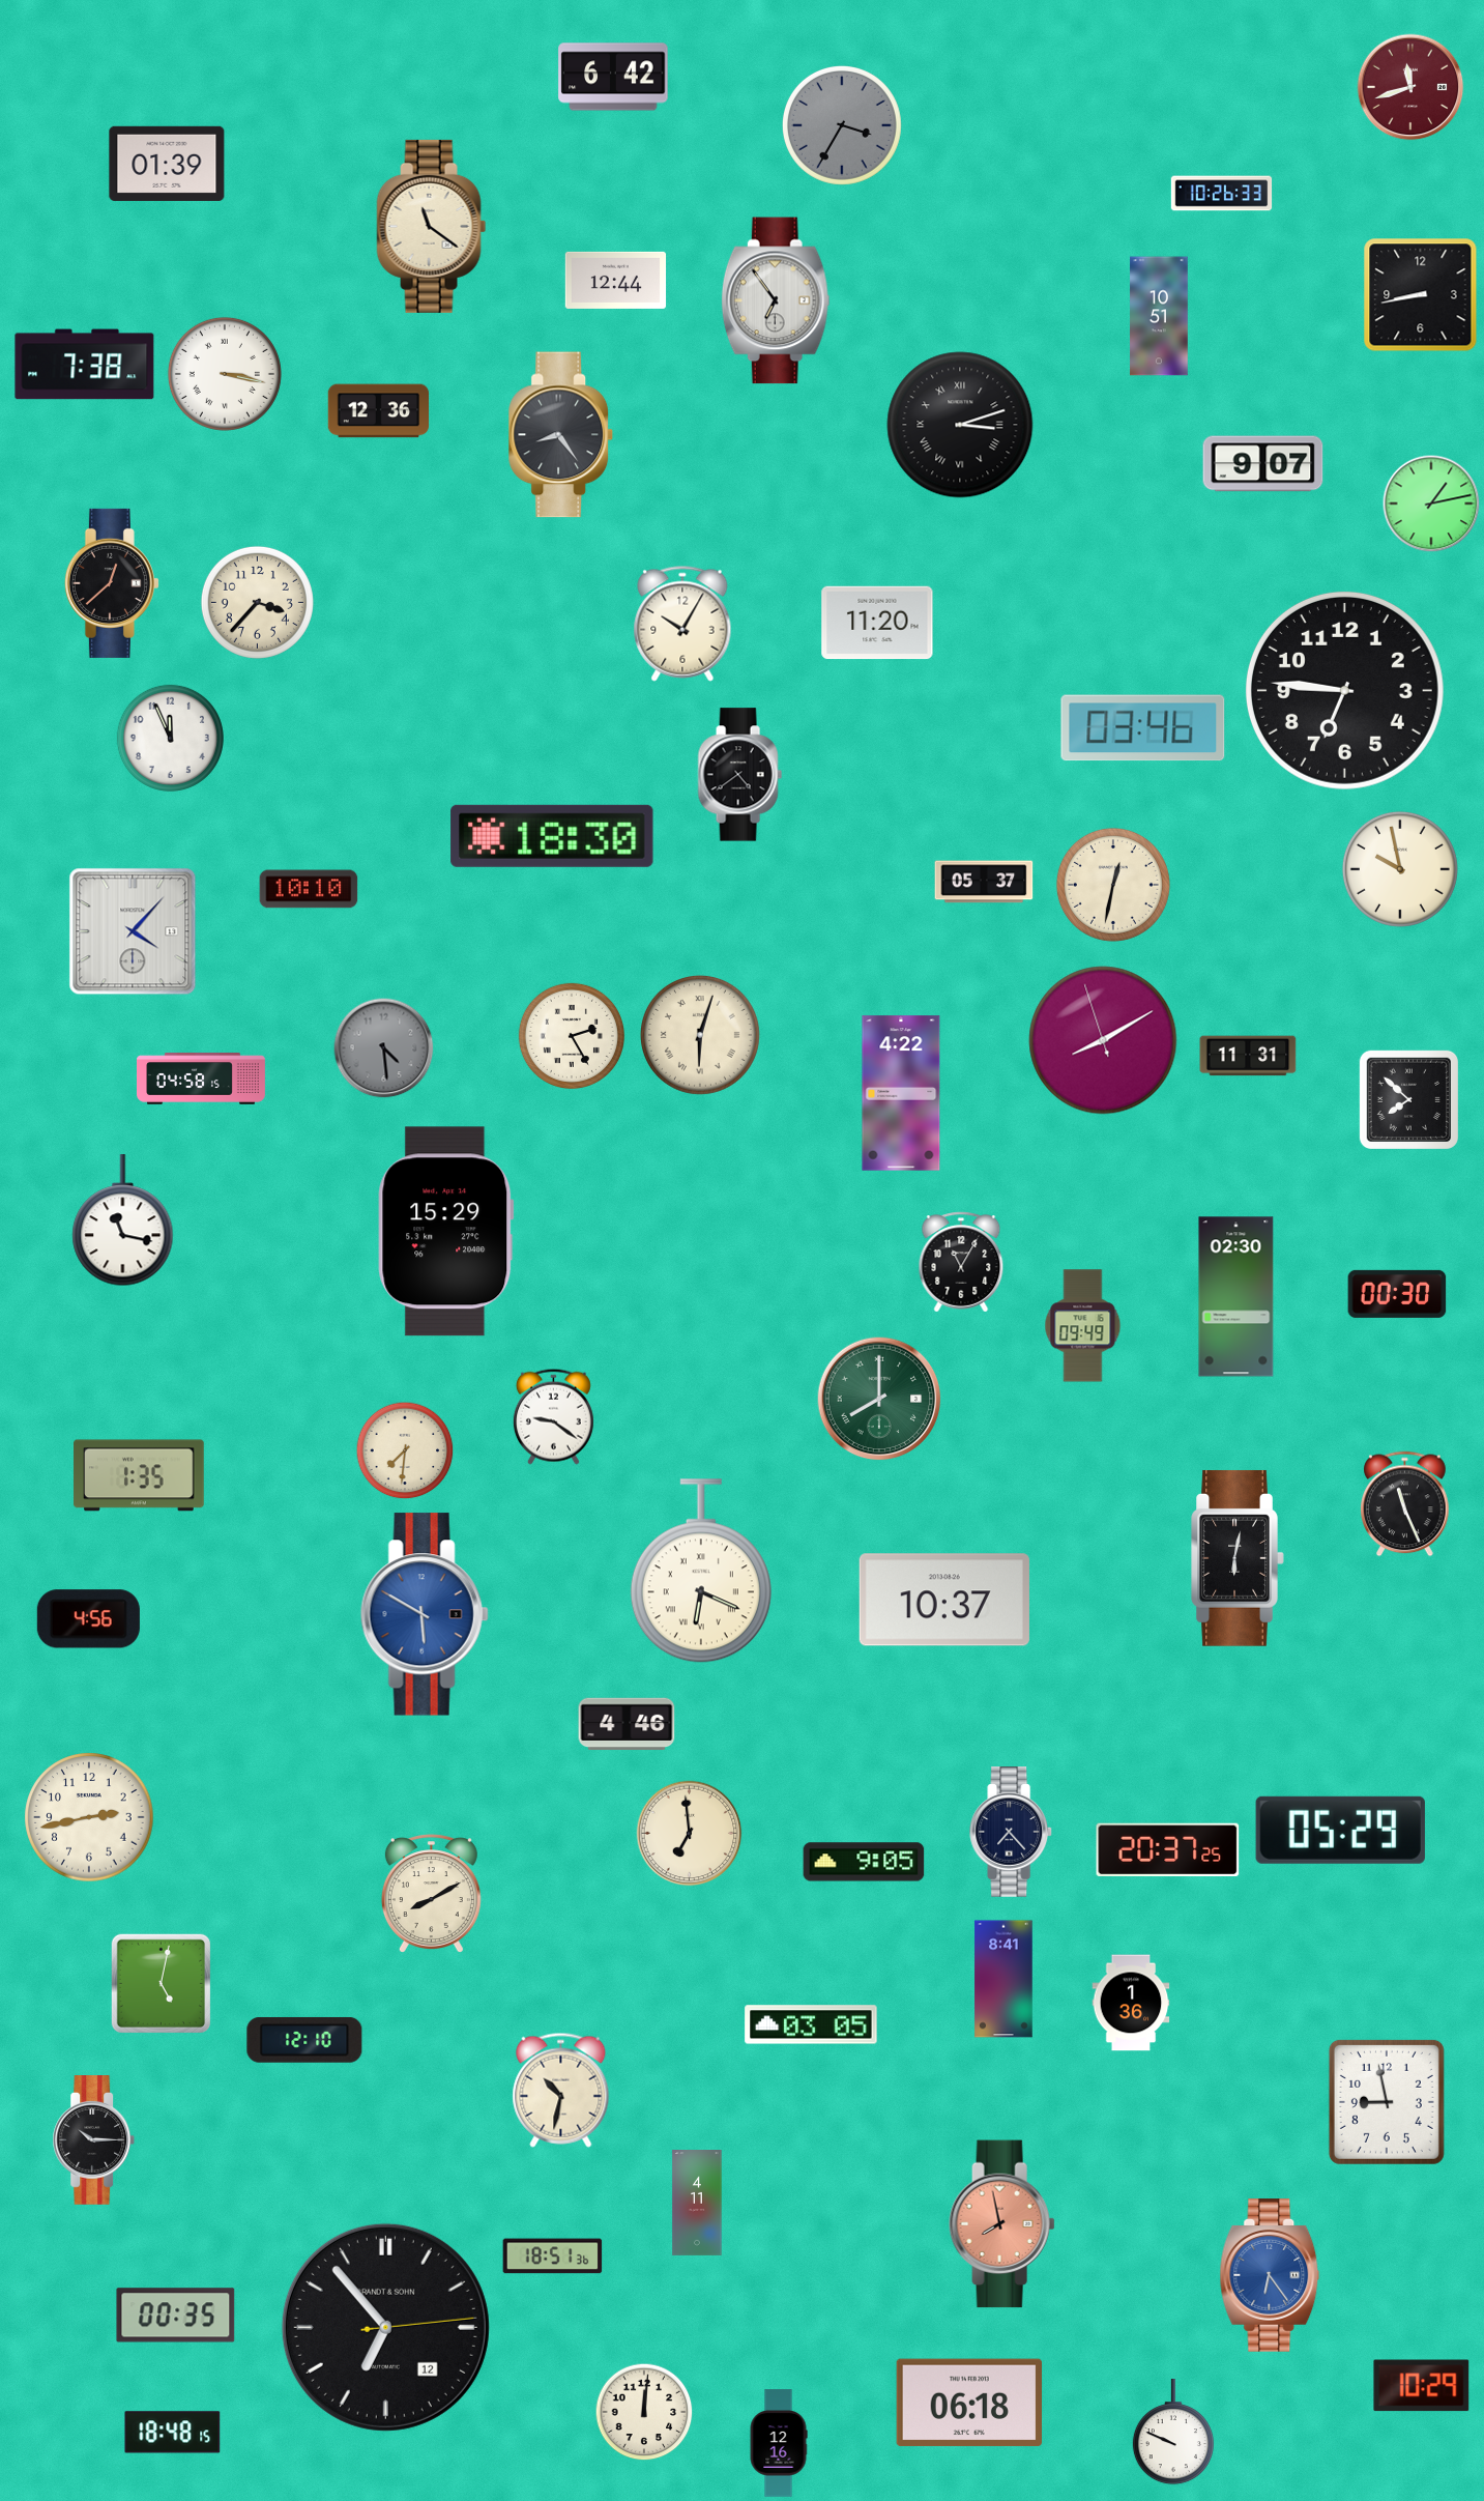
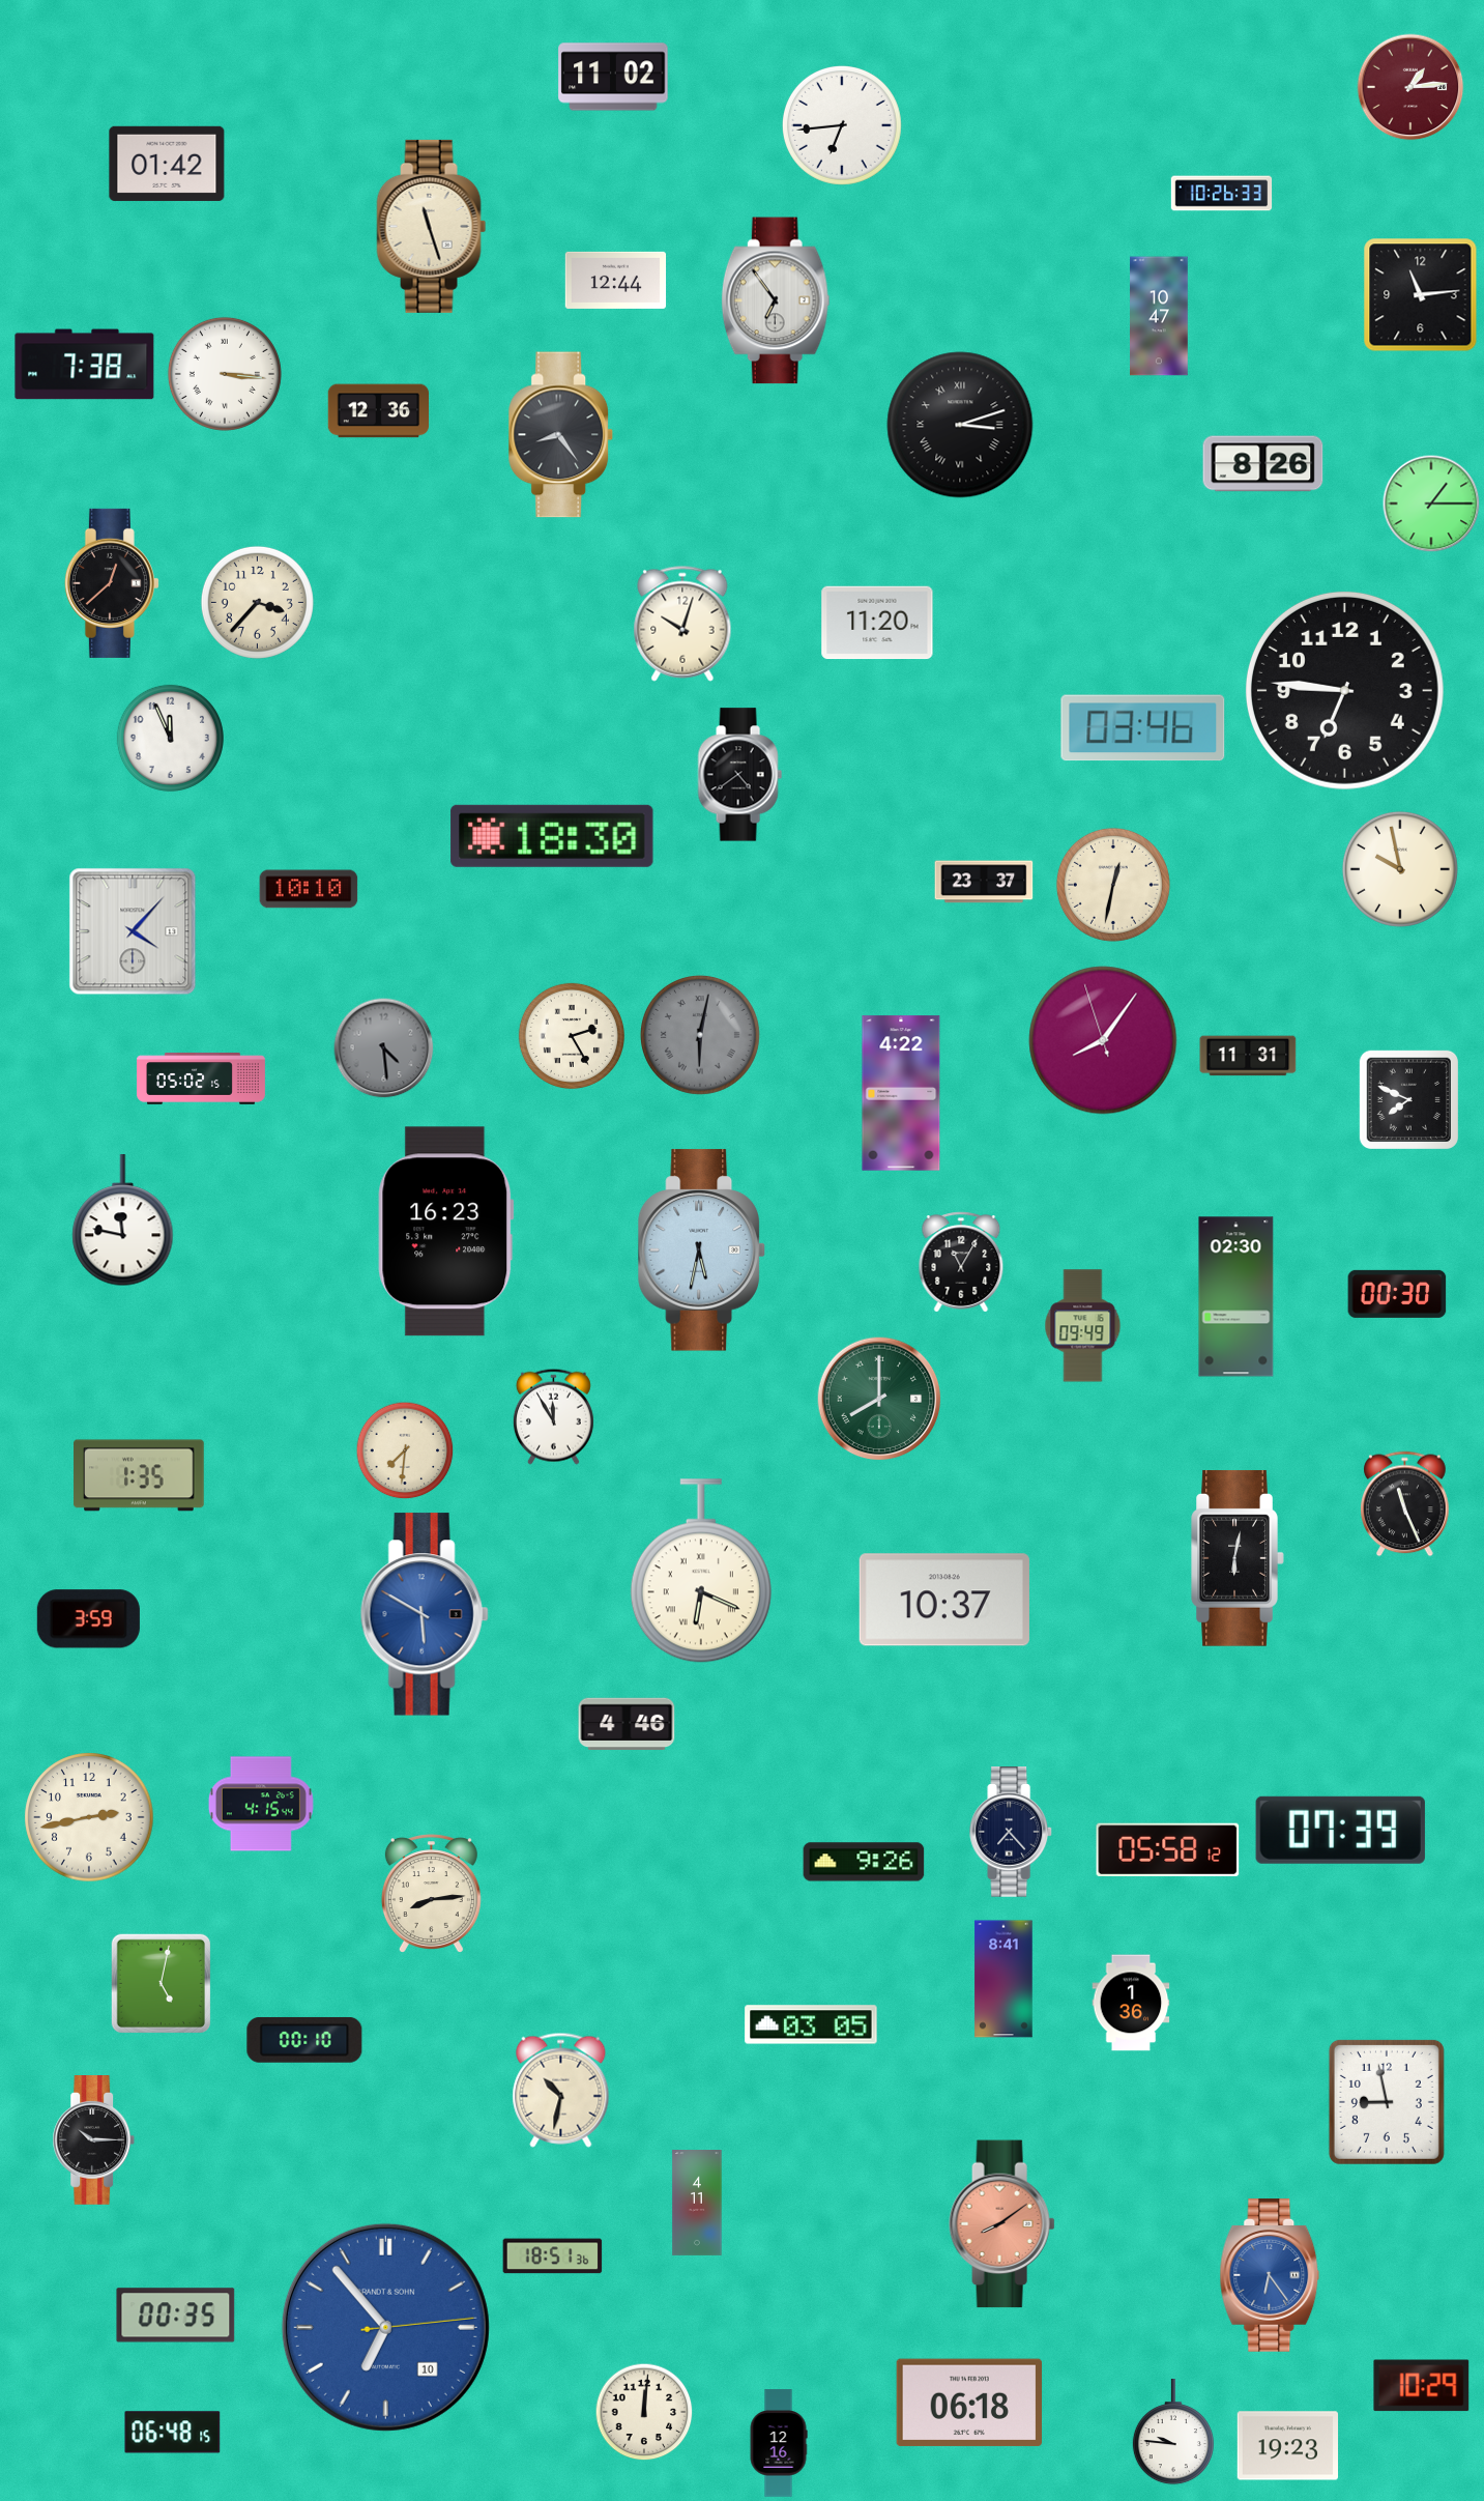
clock at (613, 77): 6:42 -> 11:02
clock at (1410, 87): 11:42 -> 1:14
clock at (842, 125): 3:35 -> 6:44
clock at (842, 125) dial: grey -> white
clock at (167, 164): 01:39 -> 01:42
clock at (432, 226): 11:21 -> 11:27
clock at (1421, 295): 8:43 -> 11:14
clock at (1159, 316): 10:51 -> 10:47
clock at (225, 374): 3:17 -> 3:16
clock at (1263, 464): 9:07 -> 8:26
clock at (1431, 504): 1:13 -> 1:15
clock at (682, 624): 10:05 -> 10:03
clock at (984, 882): 05:37 -> 23:37
clock at (700, 1035): 6:03 -> 6:02
clock at (700, 1035) dial: cream -> grey
clock at (1103, 1040): 8:09 -> 8:05
clock at (202, 1079): 04:58 -> 05:02
clock at (1408, 1099): 7:52 -> 7:49
clock at (123, 1220): 11:17 -> 11:47
clock at (446, 1232): 15:29 -> 16:23
clock at (701, 1250): none -> 5:32
clock at (553, 1416): 9:21 -> 11:55
clock at (88, 1619): 4:56 -> 3:59
clock at (261, 1804): none -> 4:15
clock at (1340, 1830): 05:29 -> 07:39
clock at (690, 1834): 6:59 -> none
clock at (1168, 1850): 20:37 -> 05:58
clock at (864, 1862): 9:05 -> 9:26
clock at (431, 1894): 8:10 -> 8:14
clock at (304, 2040): 12:10 -> 00:10
clock at (1002, 2224): 7:58 -> 8:09
clock at (385, 2327) date: 12 -> 10
clock at (385, 2327) dial: black -> blue
clock at (1173, 2432): 9:49 -> 9:46
clock at (173, 2433): 18:48 -> 06:48
clock at (1288, 2446): none -> 19:23
